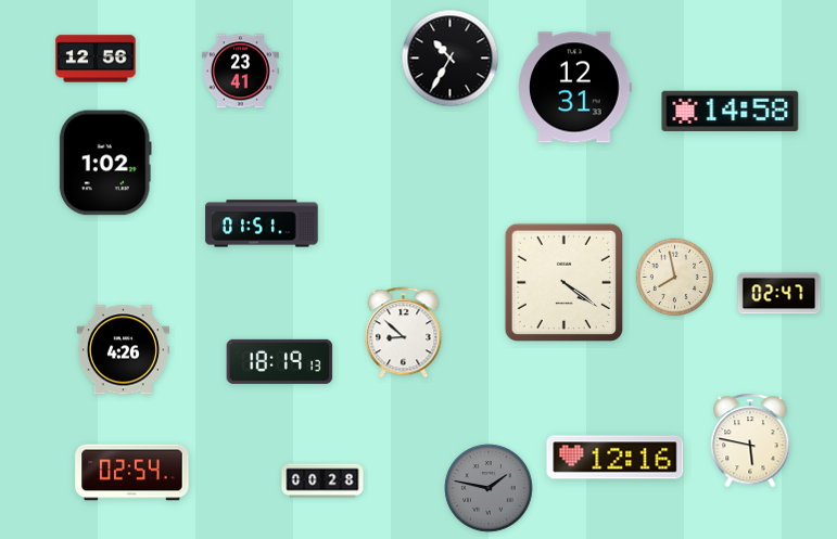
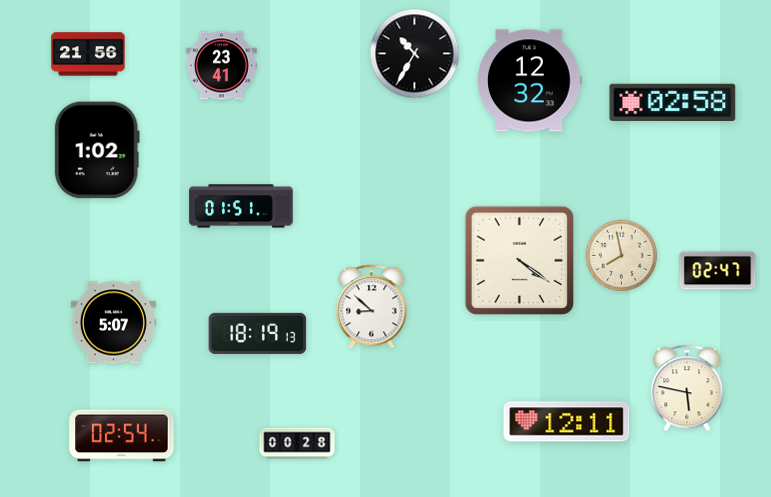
clock at (96, 59): 12:56 -> 21:56
clock at (575, 88): 12:31 -> 12:32
clock at (731, 111): 14:58 -> 02:58
clock at (123, 350): 4:26 -> 5:07
clock at (750, 440) position: (750, 440) -> (687, 388)
clock at (616, 458): 12:16 -> 12:11
clock at (489, 488): 1:47 -> none
